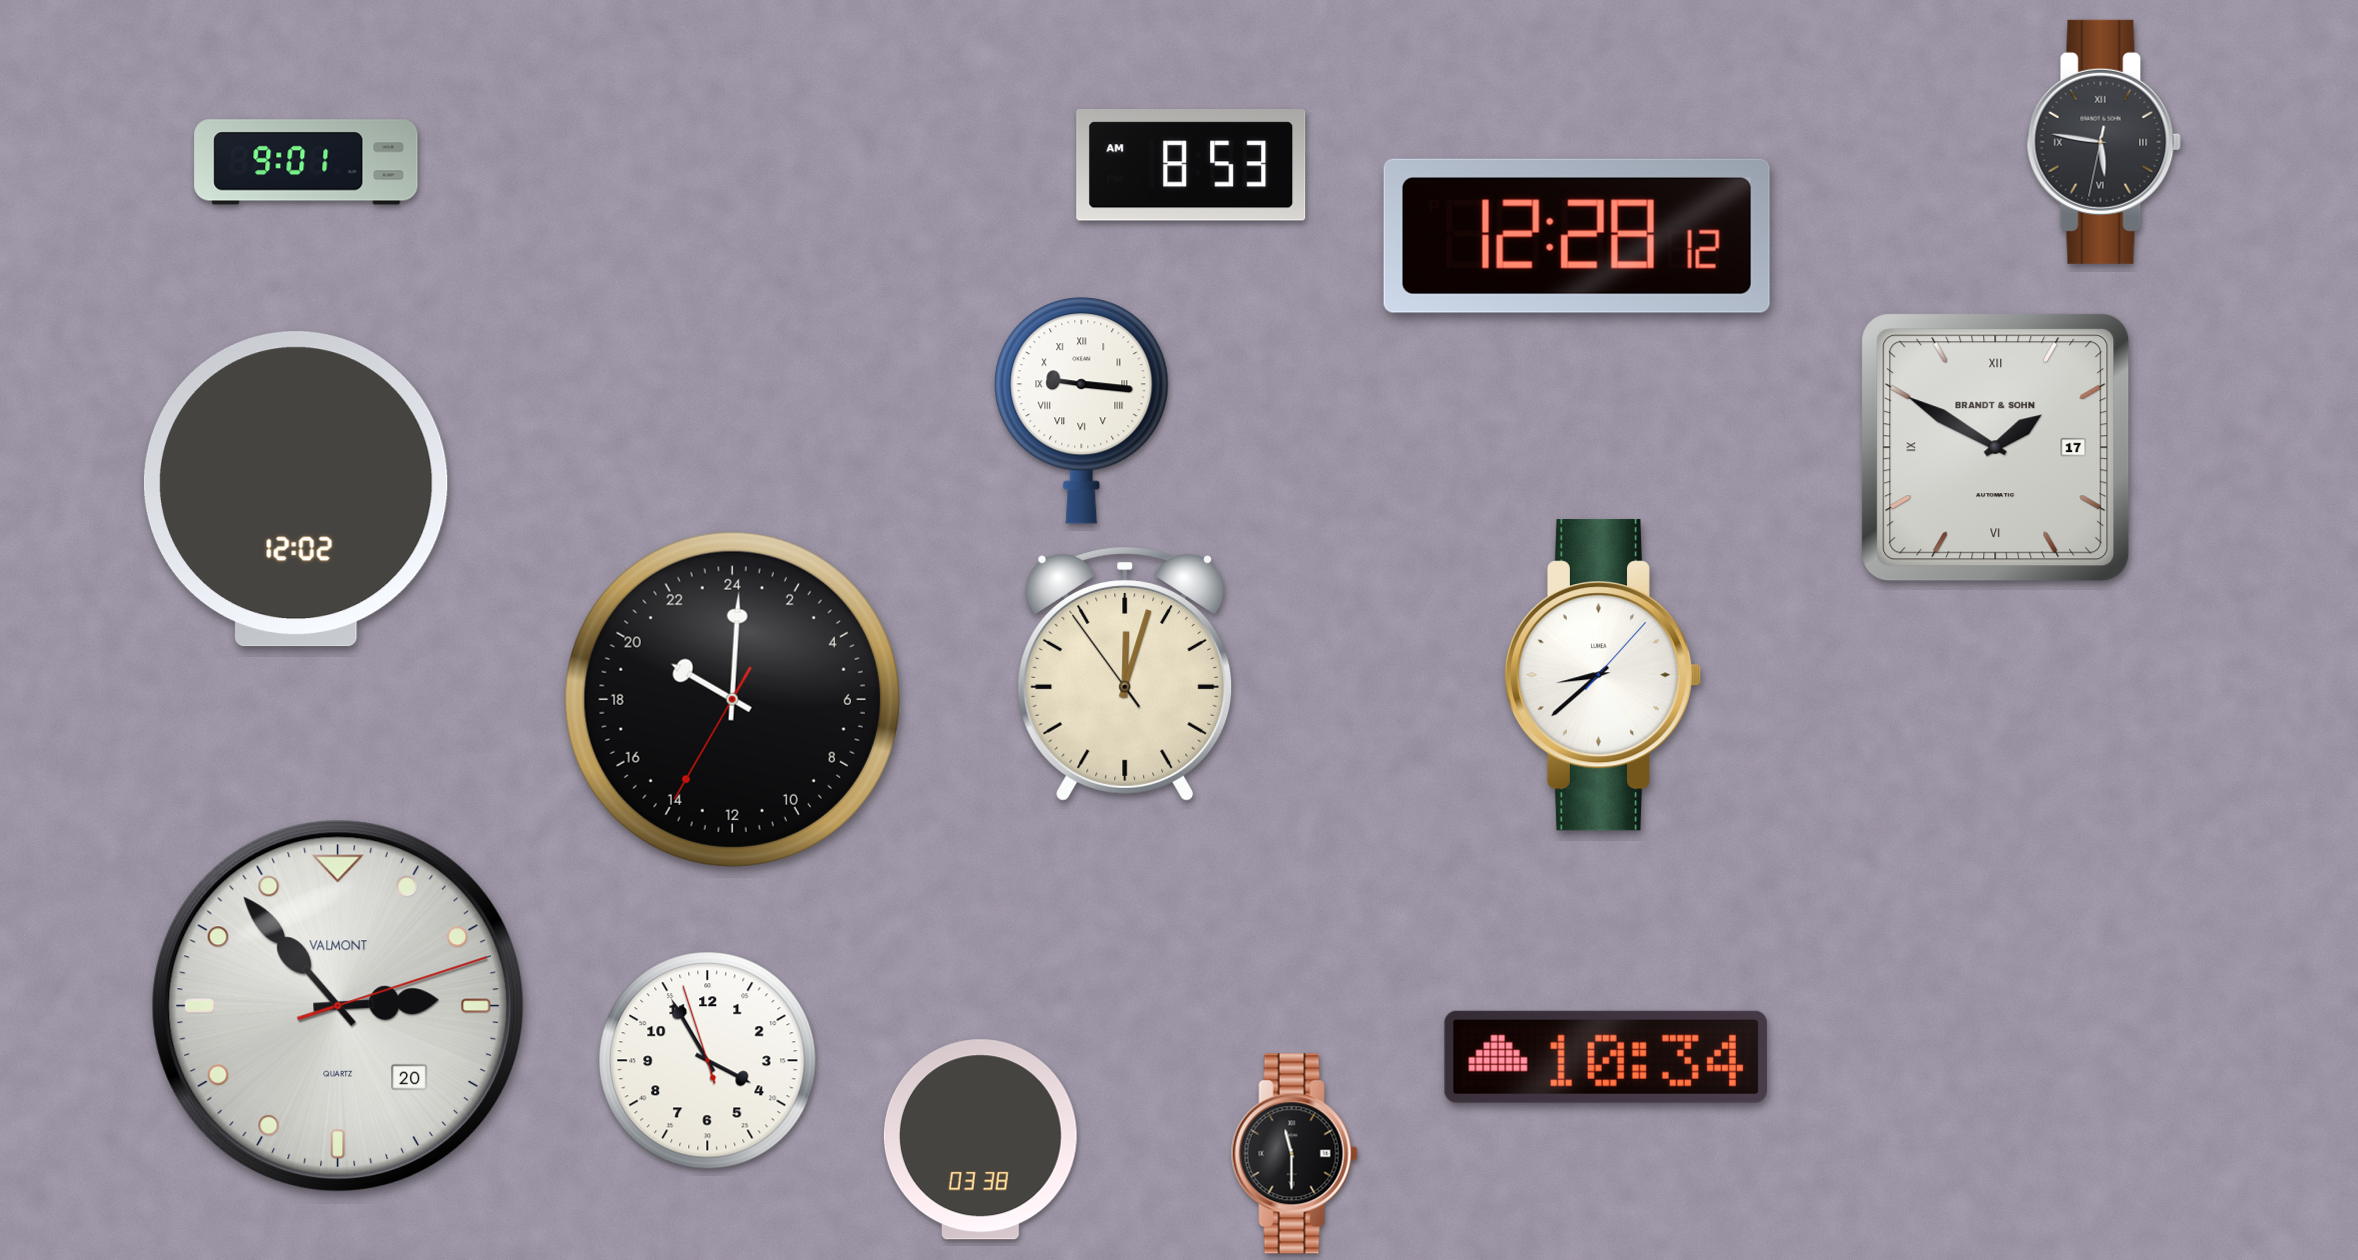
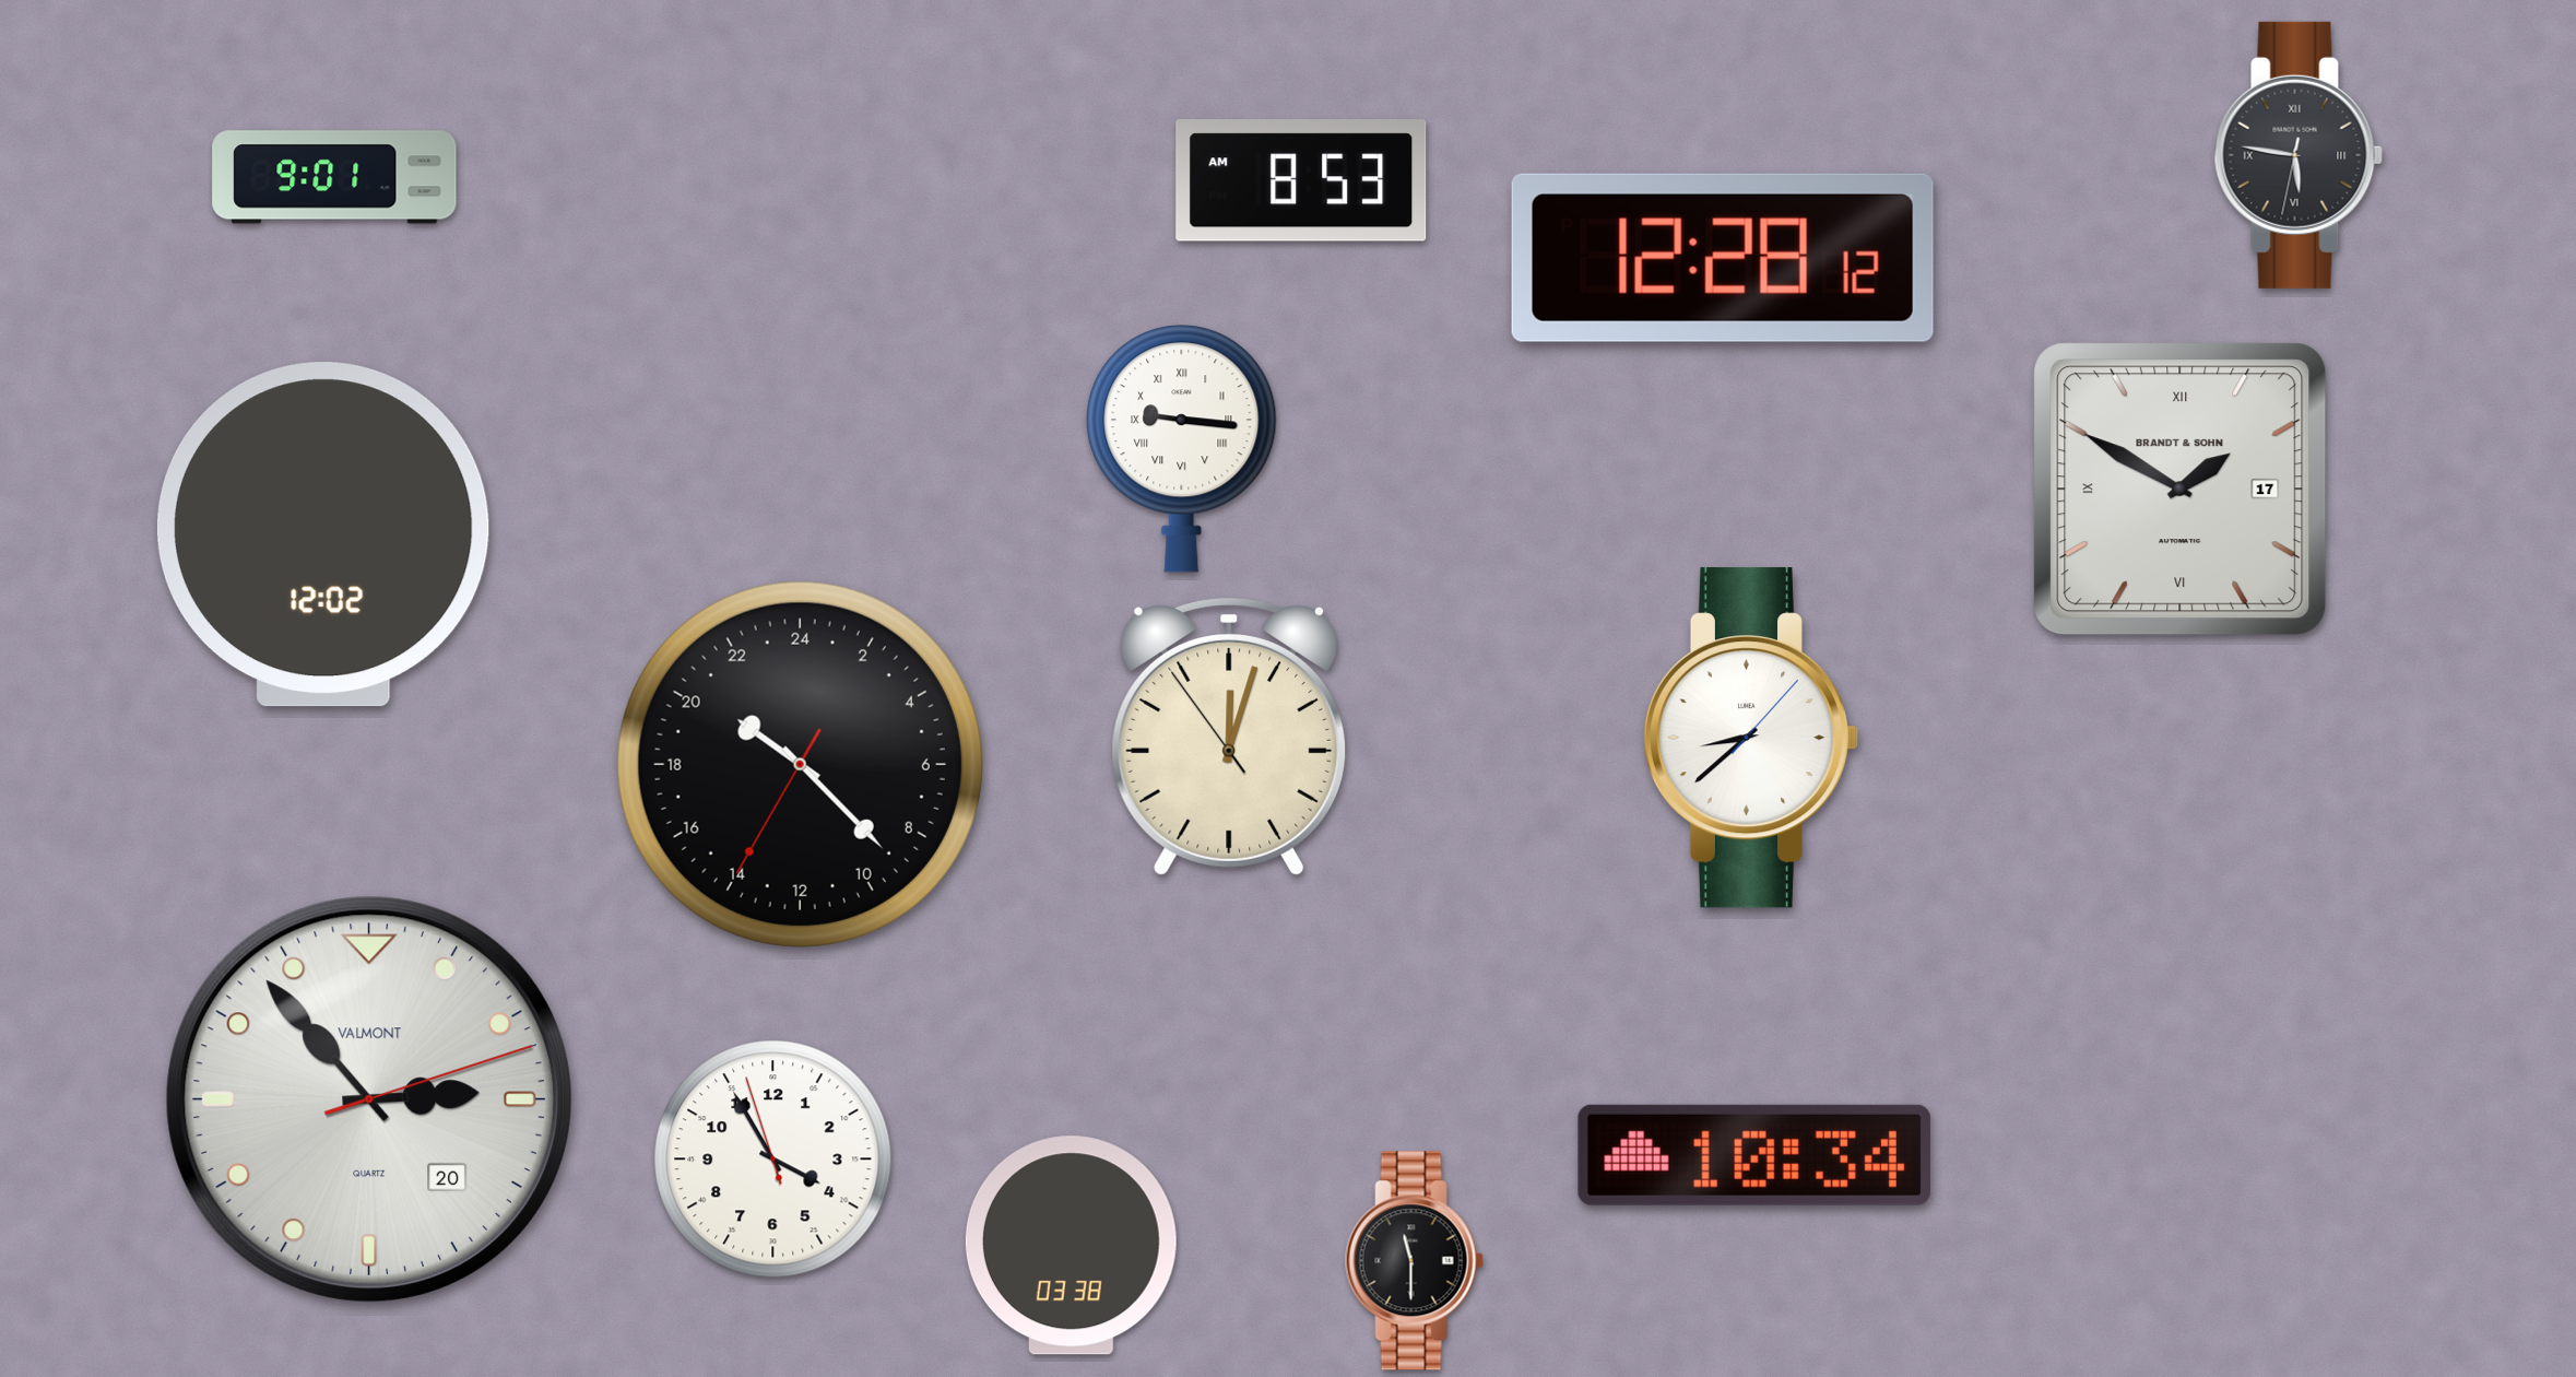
clock at (732, 699): 20:00 -> 20:22
